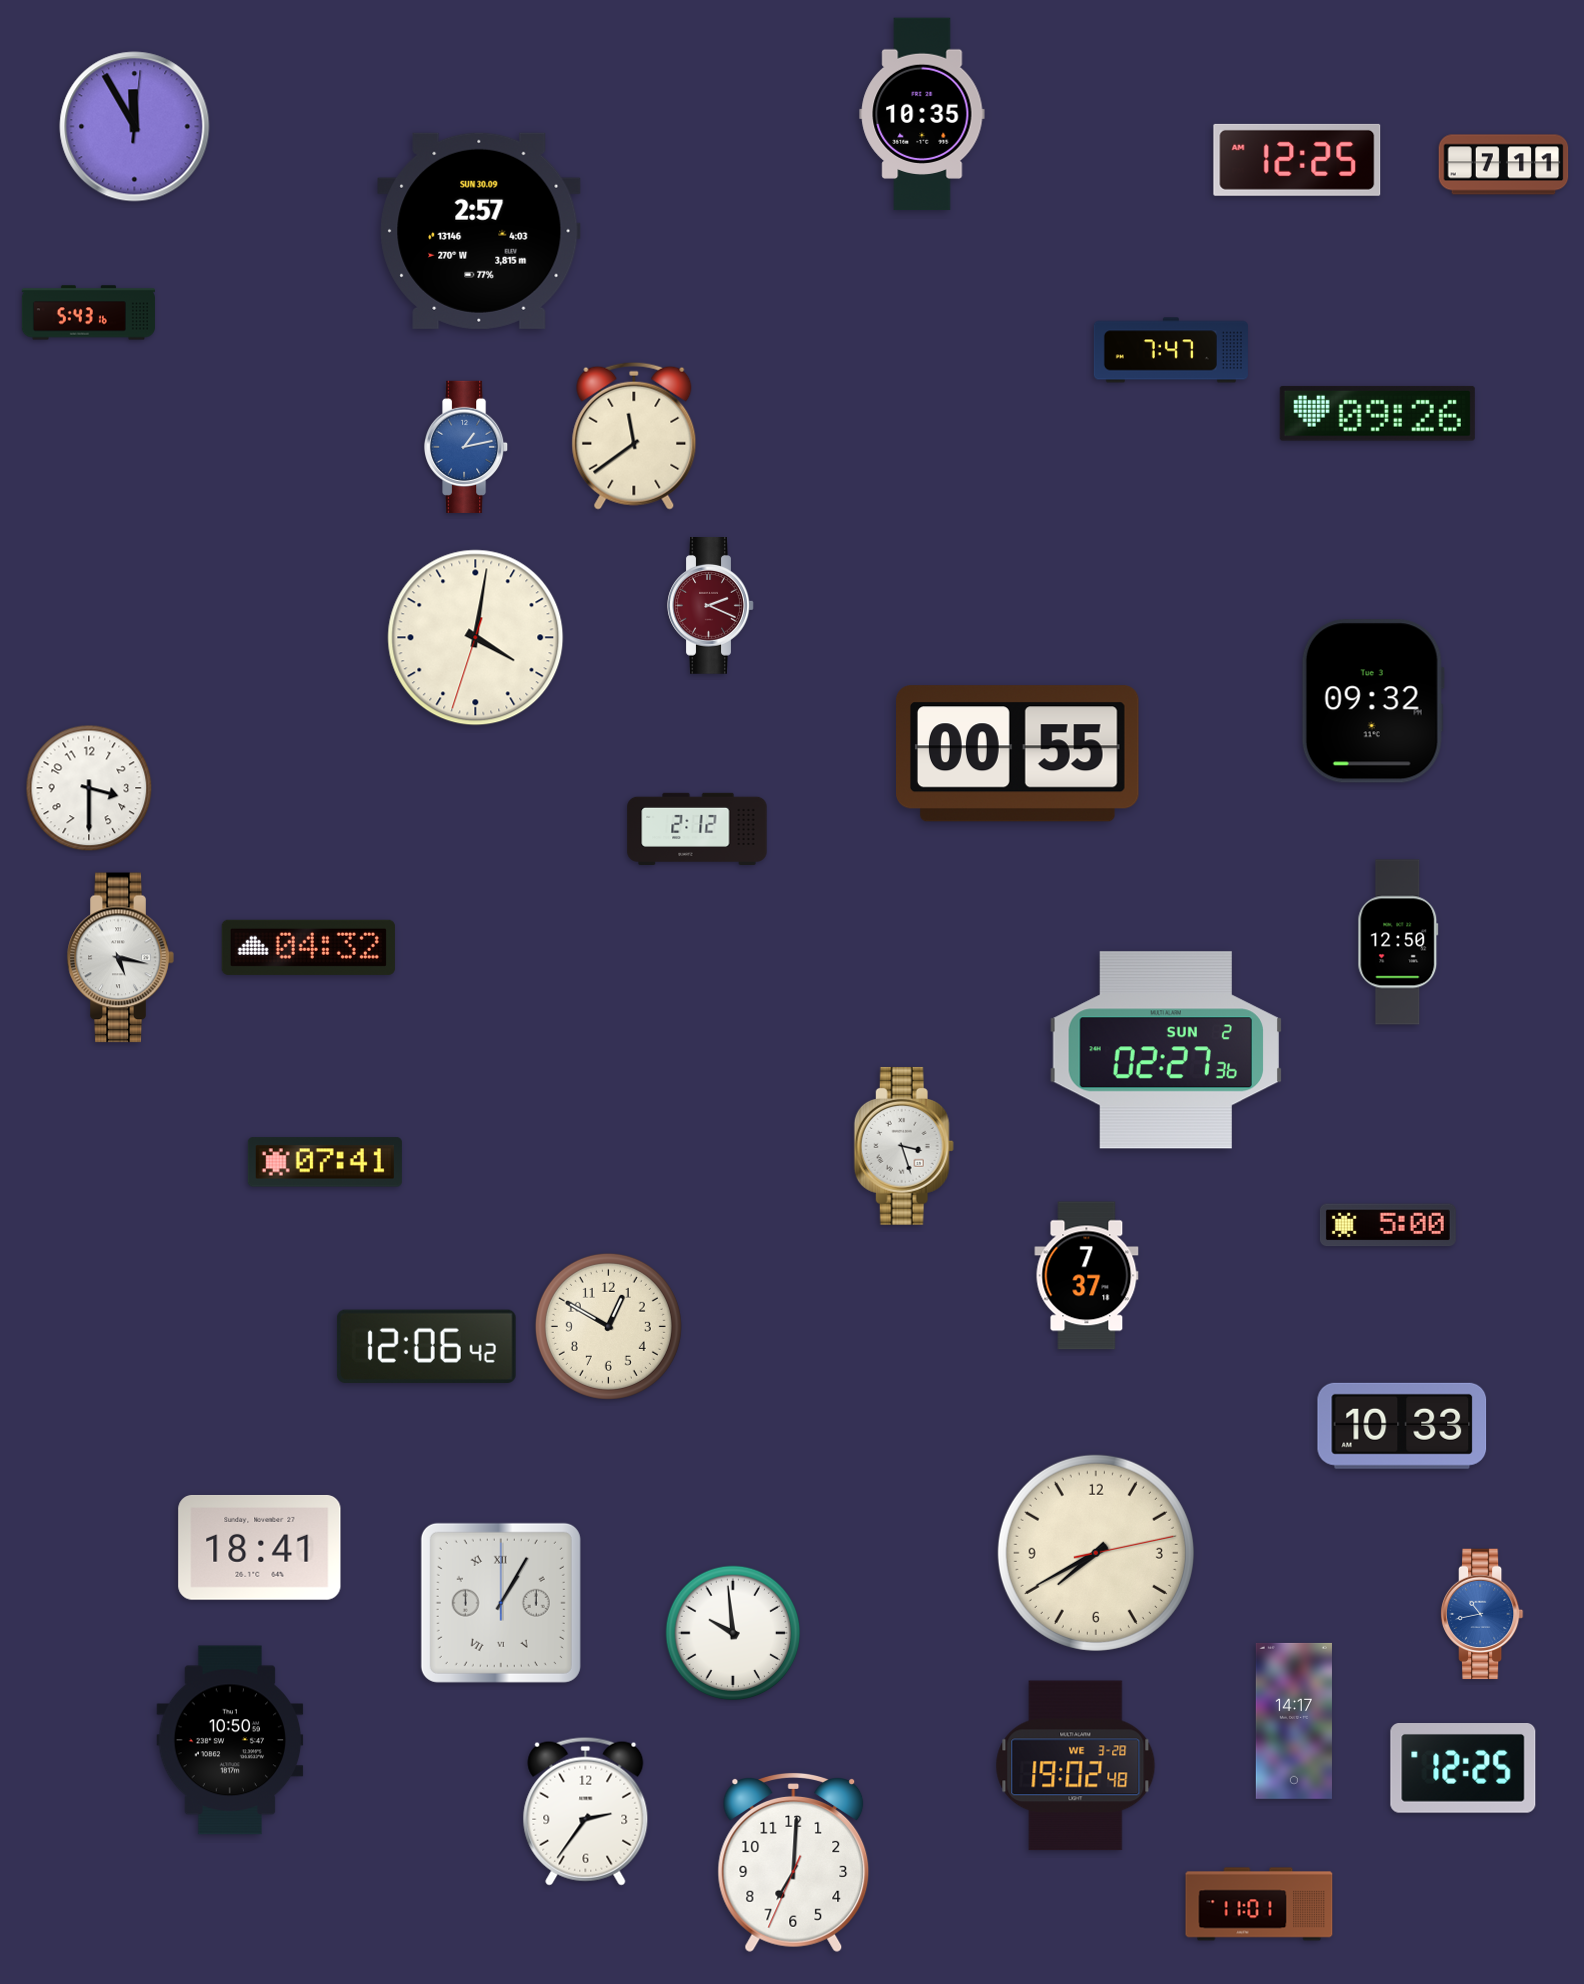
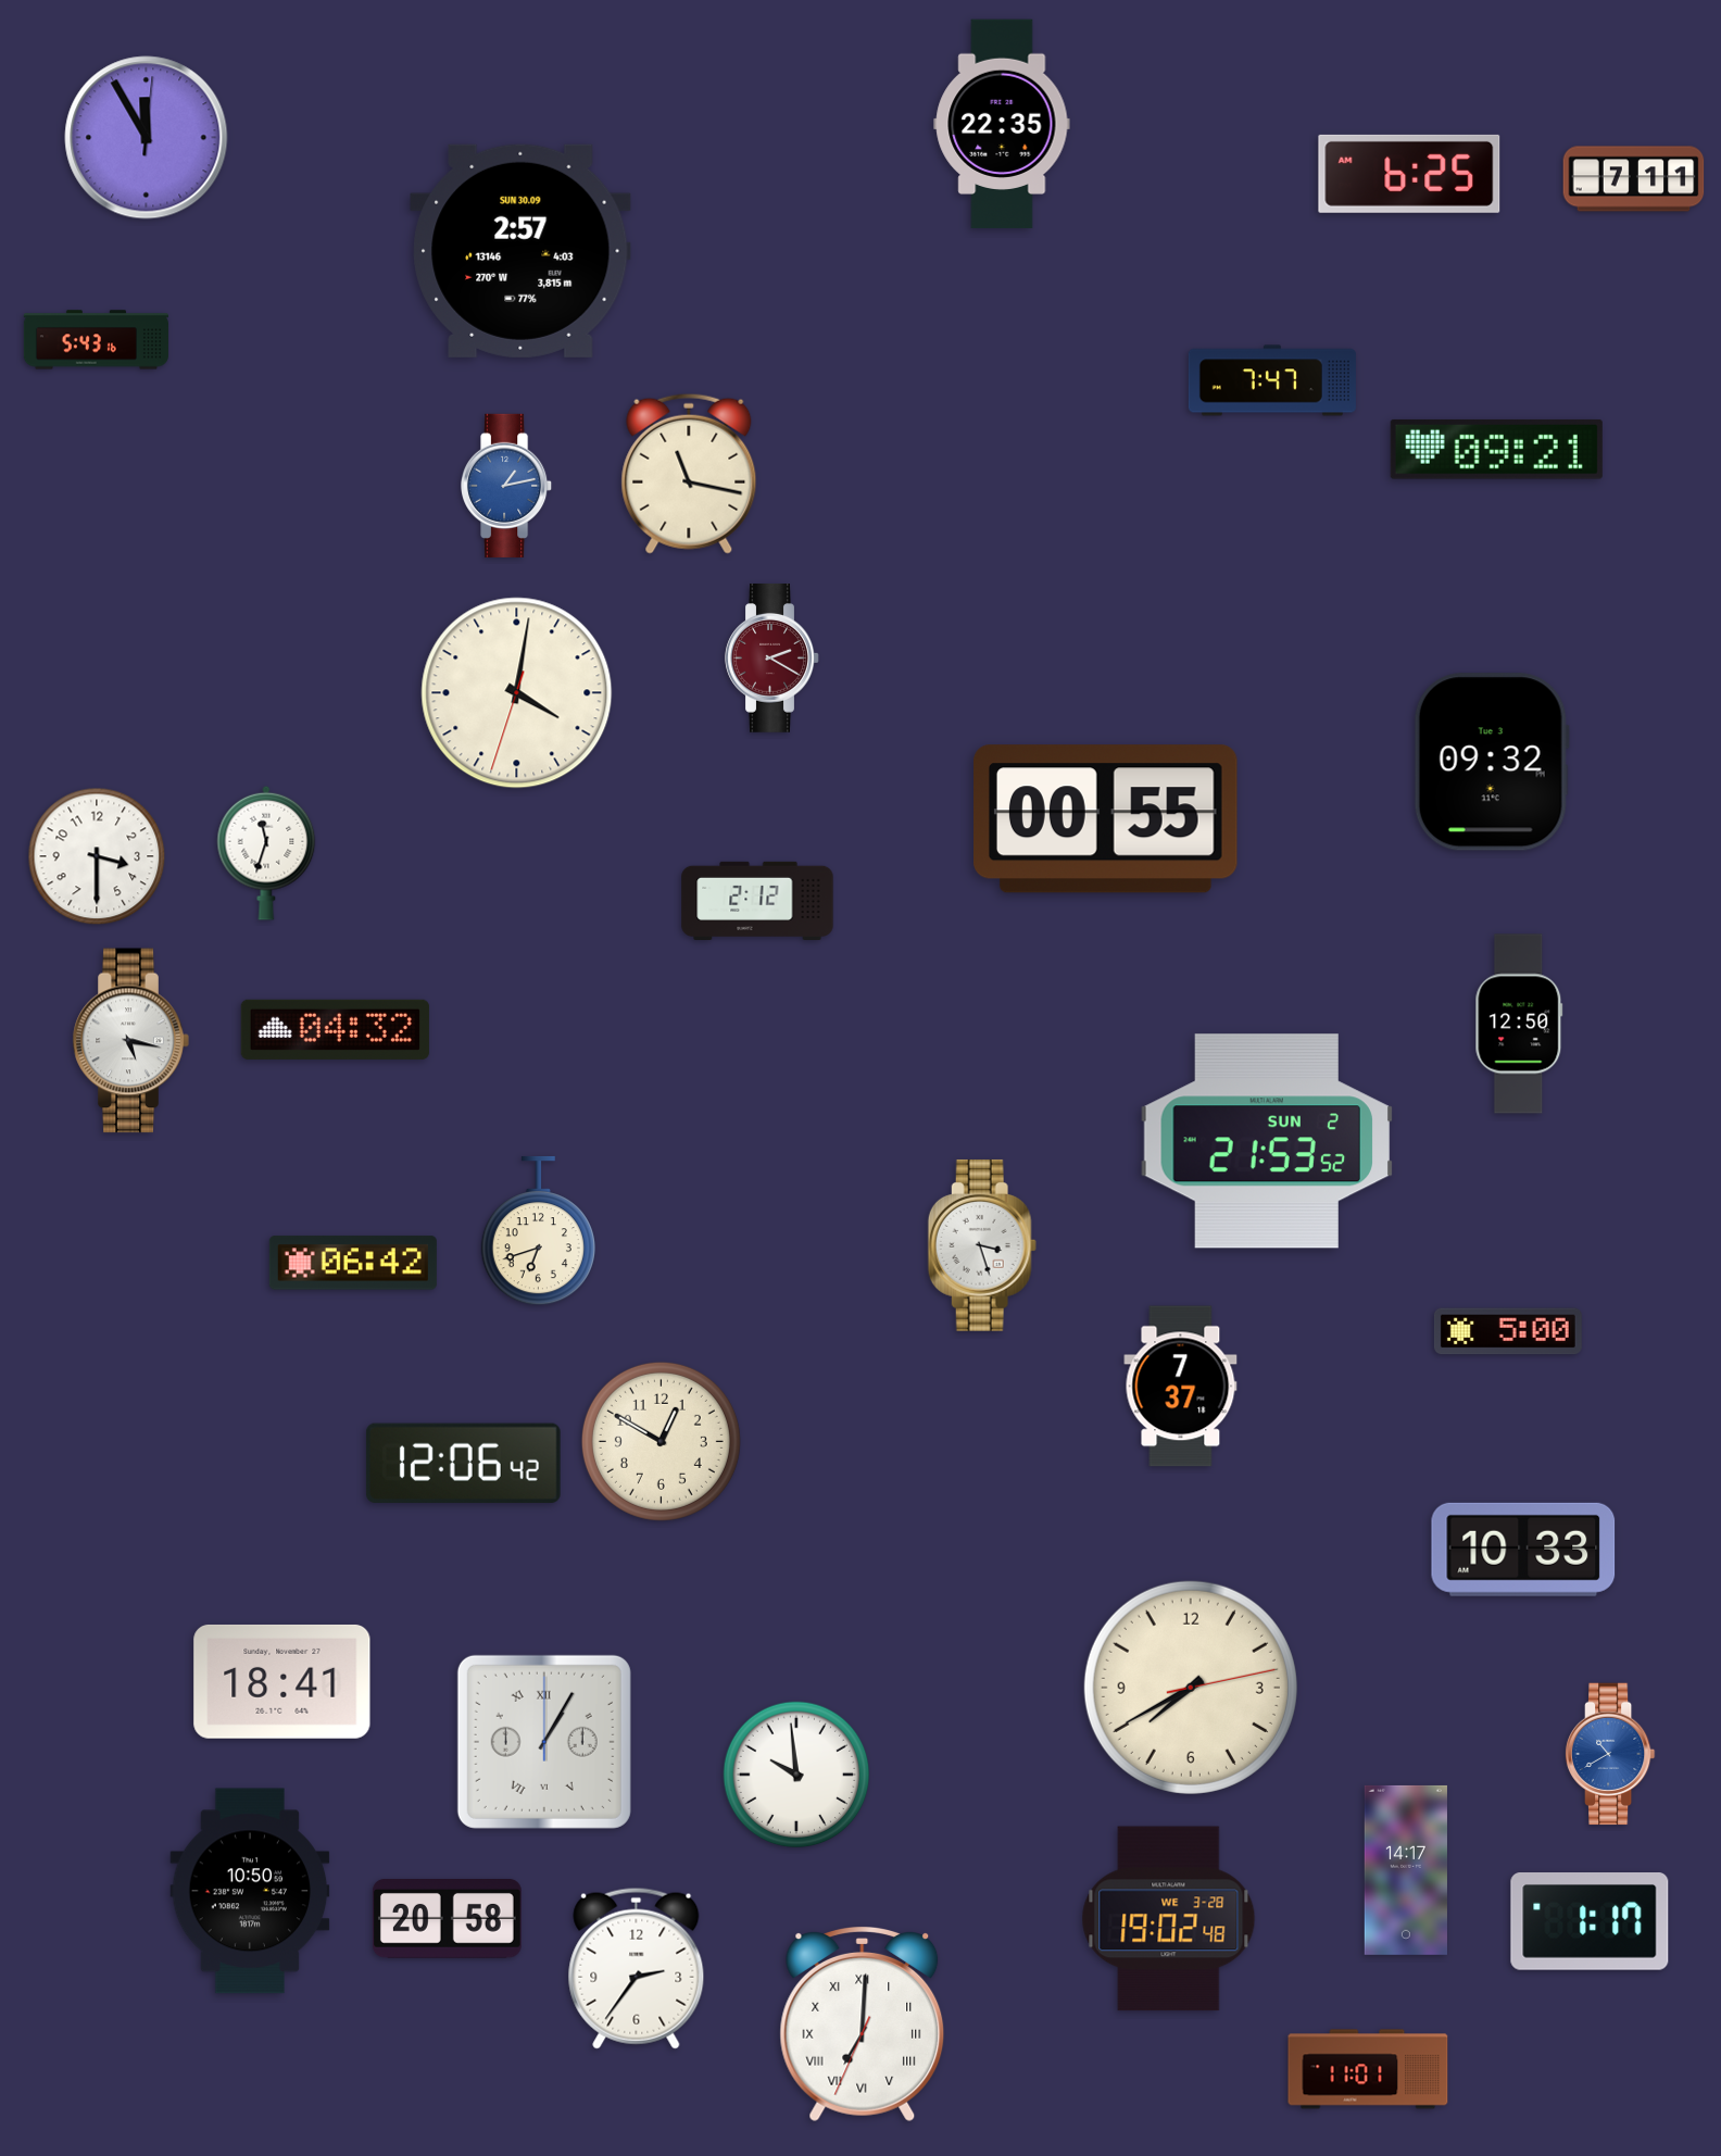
clock at (922, 114): 10:35 -> 22:35
clock at (1297, 160): 12:25 -> 6:25
clock at (1377, 413): 09:26 -> 09:21
clock at (634, 436): 11:39 -> 11:17
clock at (711, 606): 2:19 -> 2:20
clock at (266, 853): none -> 11:33
clock at (1166, 1050): 02:27 -> 21:53
clock at (538, 1231): none -> 6:42
clock at (325, 1162): 07:41 -> 06:42
clock at (1482, 1614): 10:43 -> 10:40
clock at (447, 1919): none -> 20:58
clock at (1463, 1769): 12:25 -> 1:17
clock at (794, 1863) numerals: Arabic -> Roman
